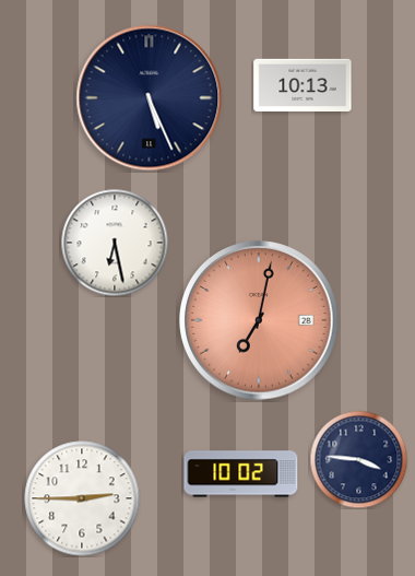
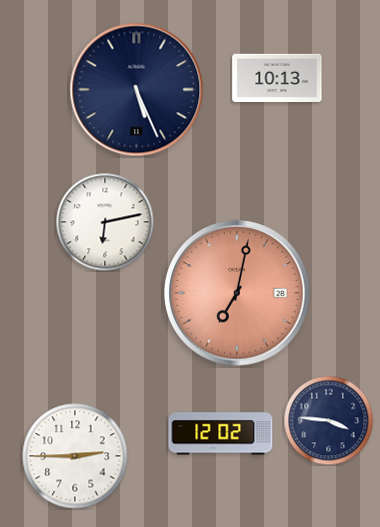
clock at (115, 243): 6:28 -> 6:13
clock at (241, 474): 10:02 -> 12:02
